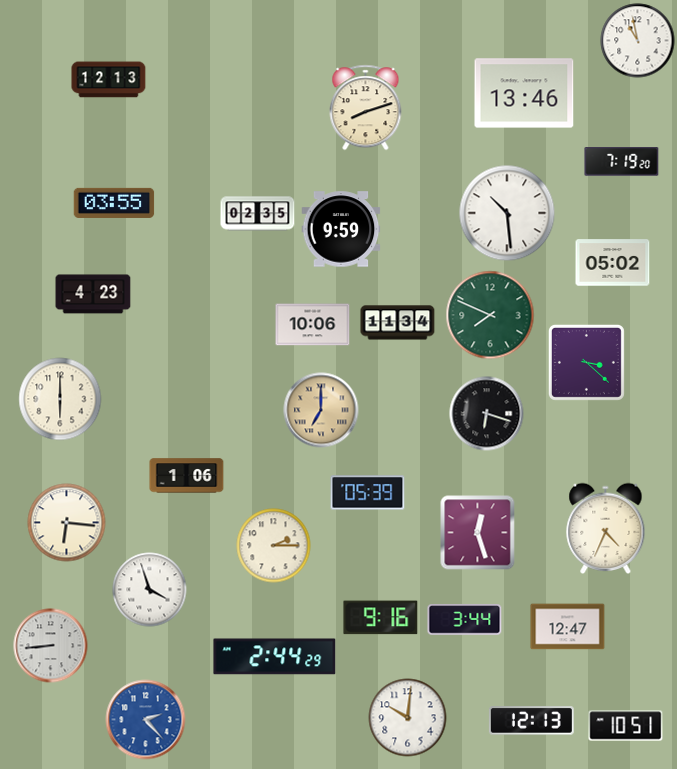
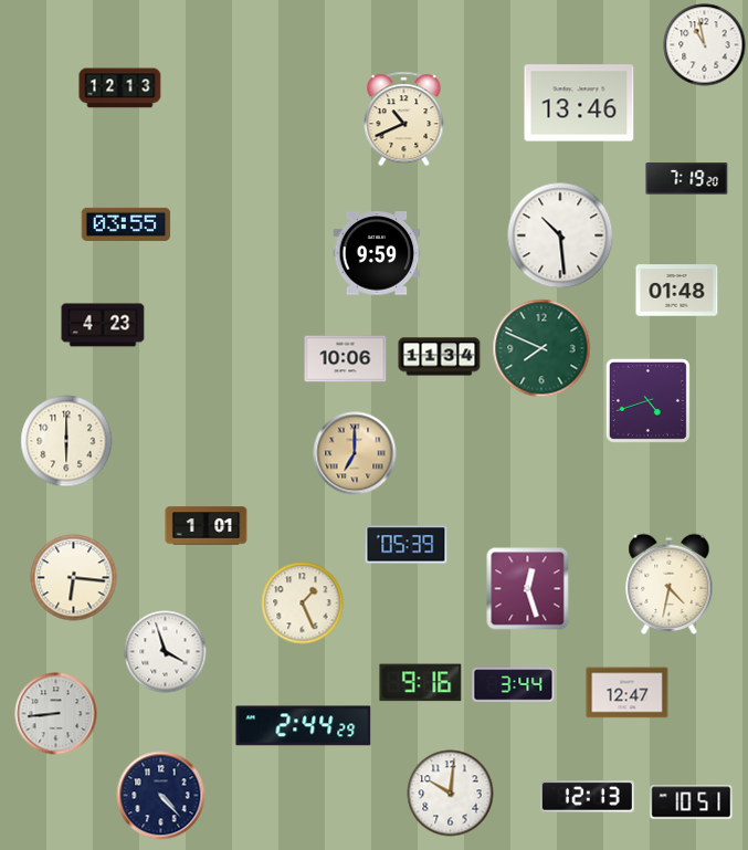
clock at (366, 108): 8:12 -> 10:41
clock at (258, 214): 02:35 -> none
clock at (613, 263): 05:02 -> 01:48
clock at (586, 362): 3:22 -> 4:42
clock at (487, 414): 6:18 -> none
clock at (187, 476): 1:06 -> 1:01
clock at (606, 528): 4:34 -> 4:32
clock at (274, 546): 2:15 -> 1:26
clock at (146, 720): 2:23 -> 4:23
clock at (146, 720) dial: blue -> navy
